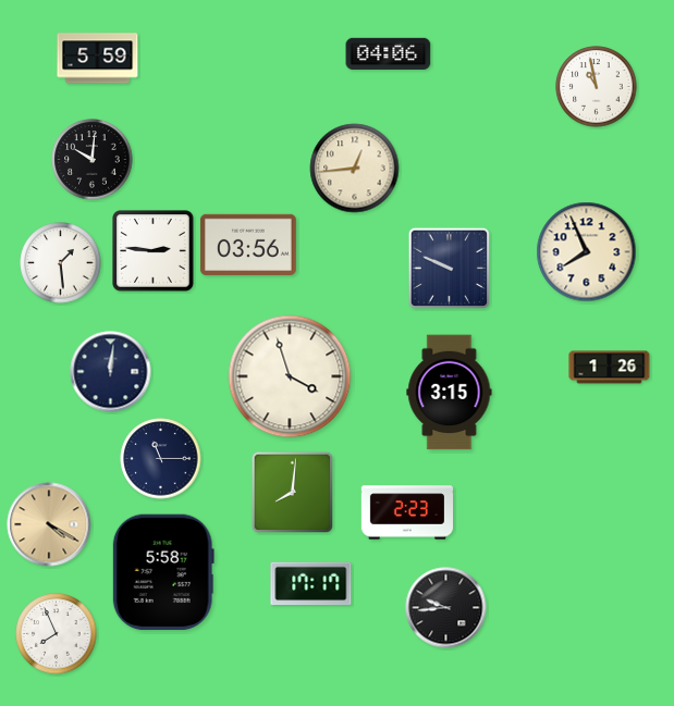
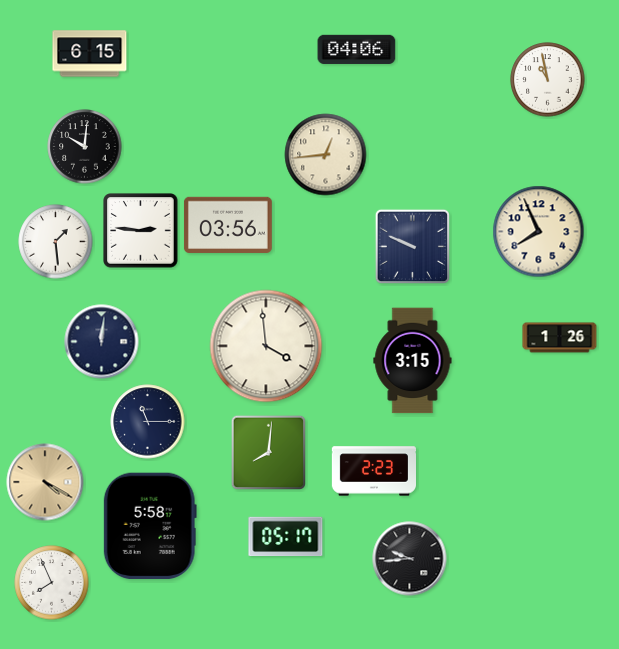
clock at (98, 59): 5:59 -> 6:15
clock at (290, 376): 3:57 -> 3:59
clock at (311, 584): 17:17 -> 05:17
